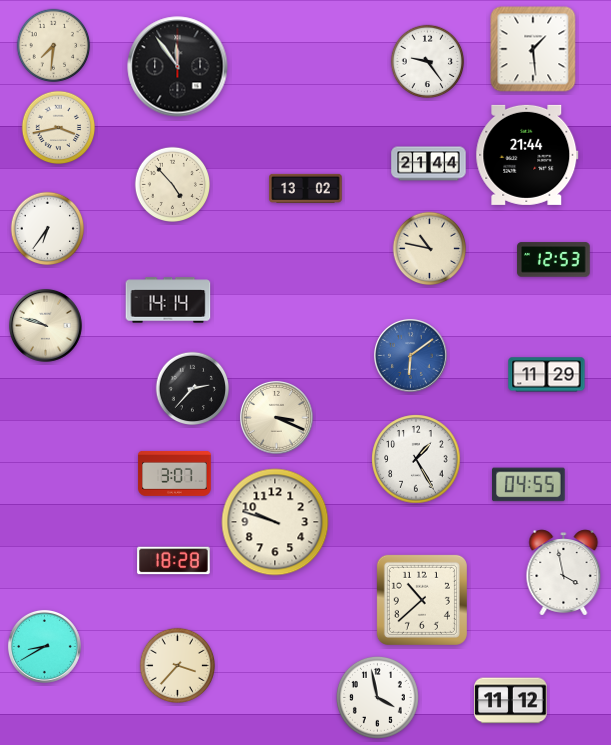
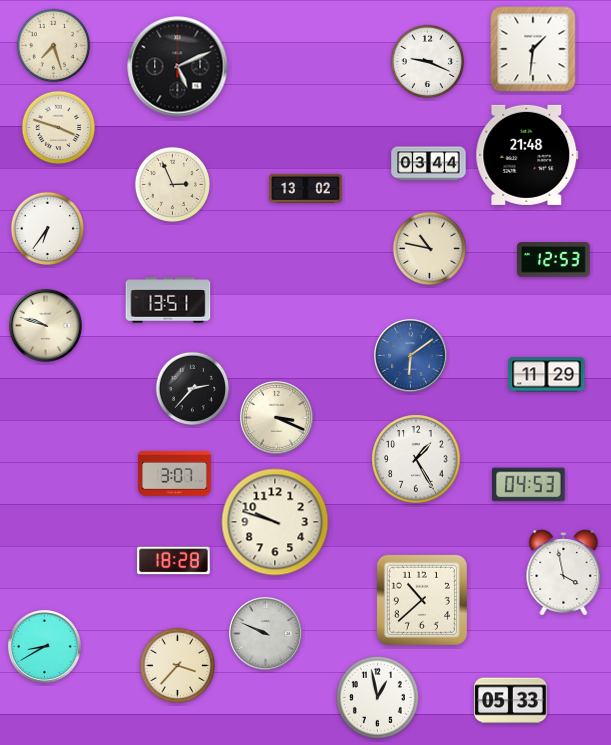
clock at (54, 46): 7:31 -> 7:27
clock at (533, 49): 1:29 -> 1:31
clock at (428, 62): 9:24 -> 9:19
clock at (178, 67): 11:54 -> 5:11
clock at (59, 128): 3:43 -> 3:48
clock at (527, 155): 21:44 -> 21:48
clock at (429, 164): 21:44 -> 03:44
clock at (172, 184): 4:53 -> 2:56
clock at (168, 300): 14:14 -> 13:51
clock at (529, 485): 04:55 -> 04:53
clock at (266, 634): none -> 9:49
clock at (377, 697): 3:58 -> 12:58
clock at (511, 701): 11:12 -> 05:33
